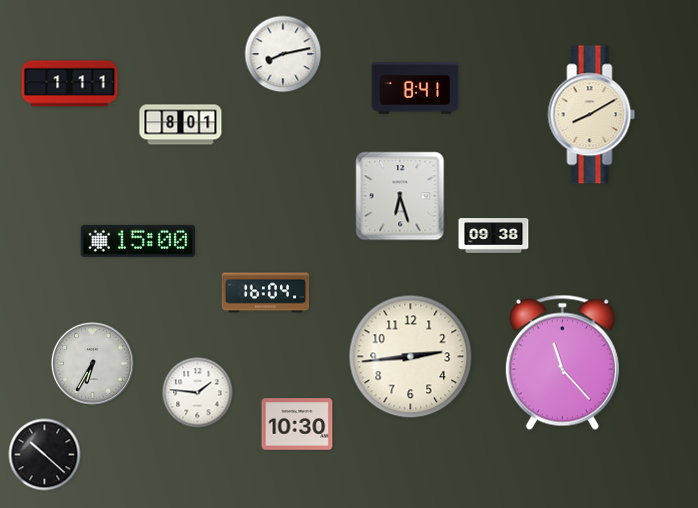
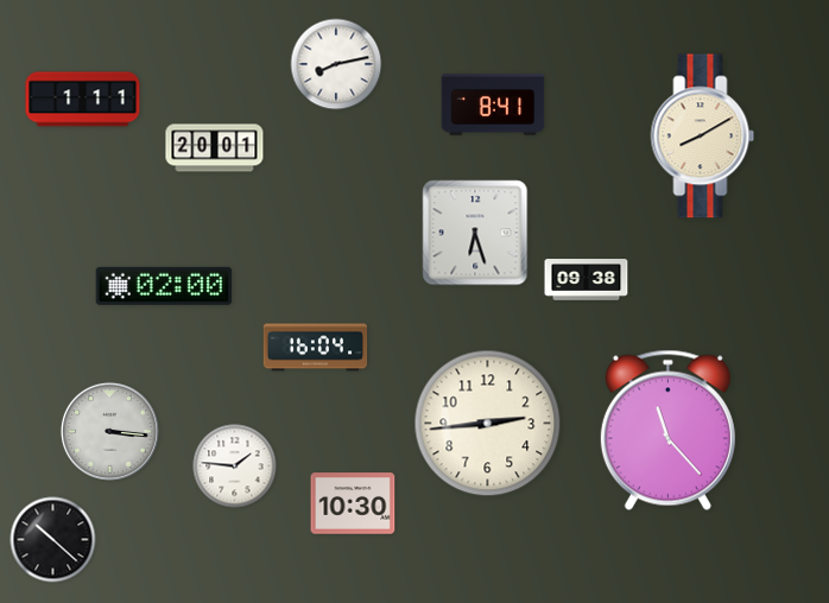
clock at (181, 125): 8:01 -> 20:01
clock at (138, 241): 15:00 -> 02:00
clock at (92, 363): 6:35 -> 3:16
